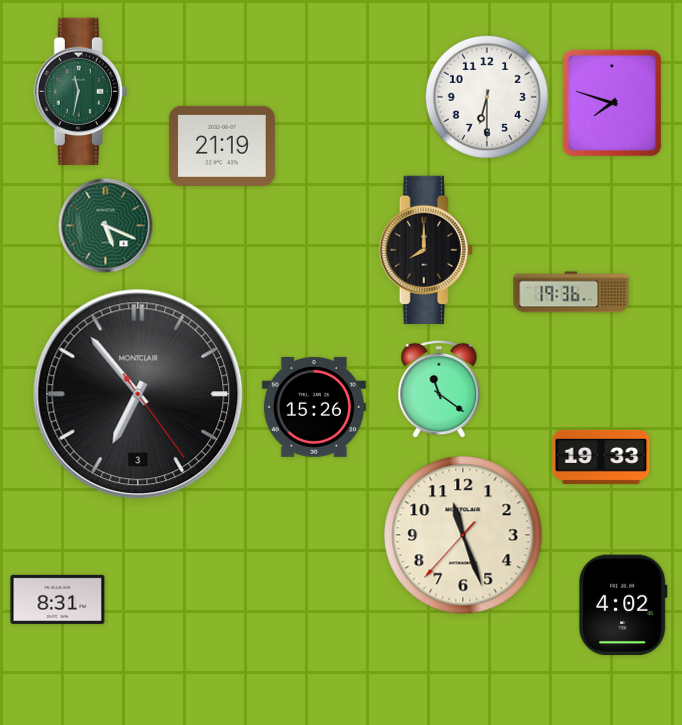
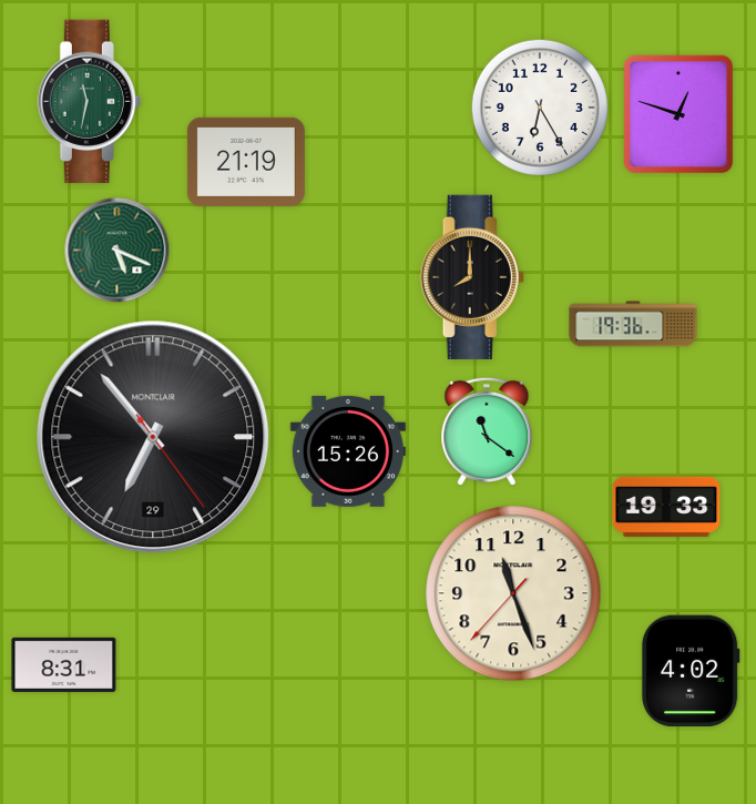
clock at (487, 97): 6:30 -> 6:25
clock at (611, 103): 7:48 -> 12:48
clock at (138, 394) date: 3 -> 29
